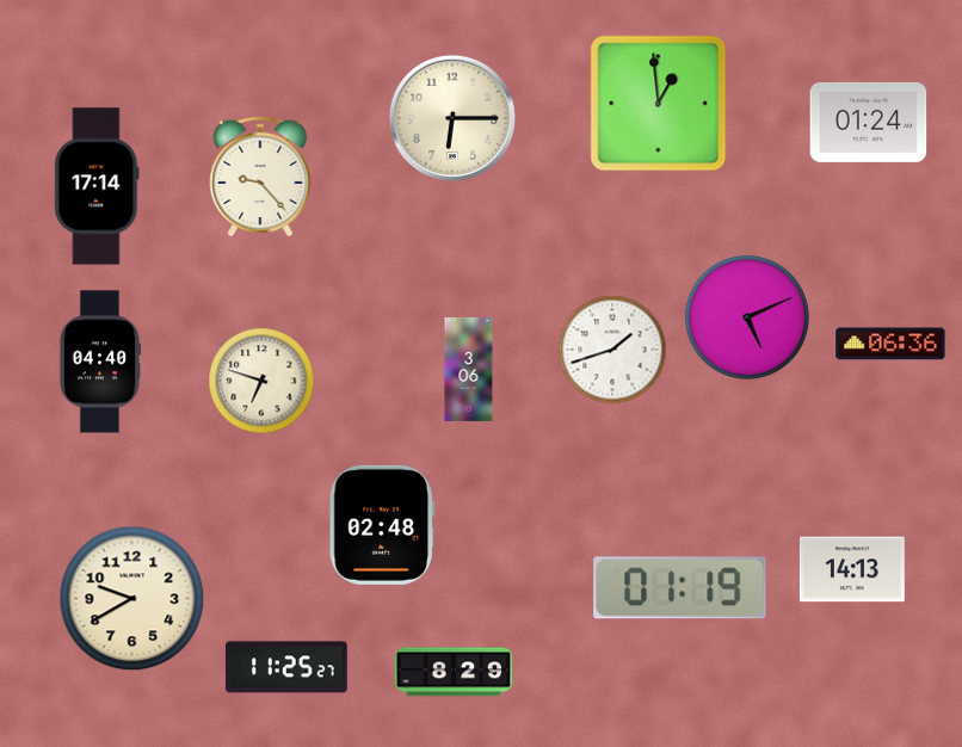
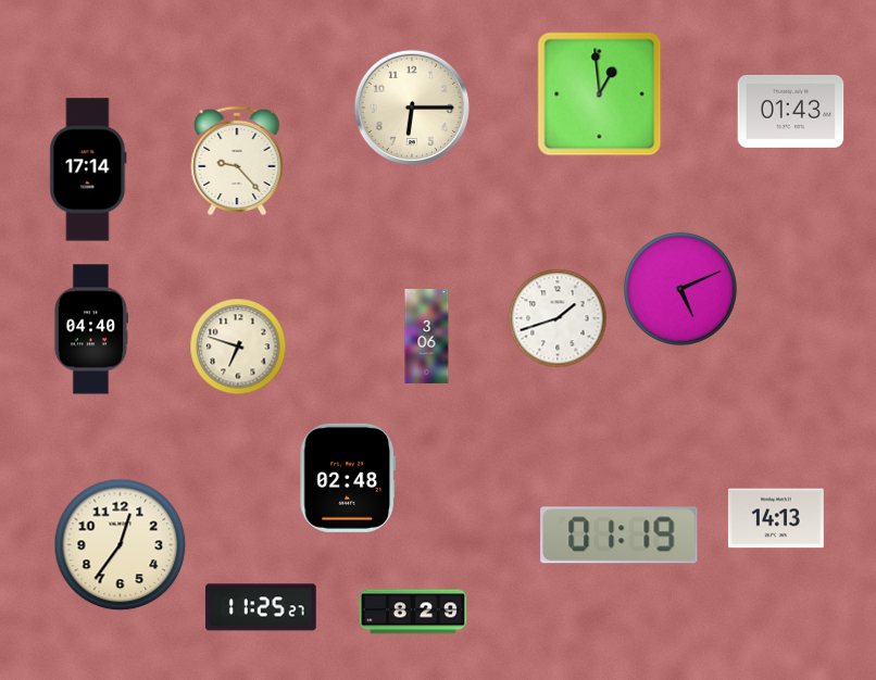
clock at (869, 122): 01:24 -> 01:43
clock at (890, 344): 06:36 -> none
clock at (132, 599): 9:40 -> 12:36
